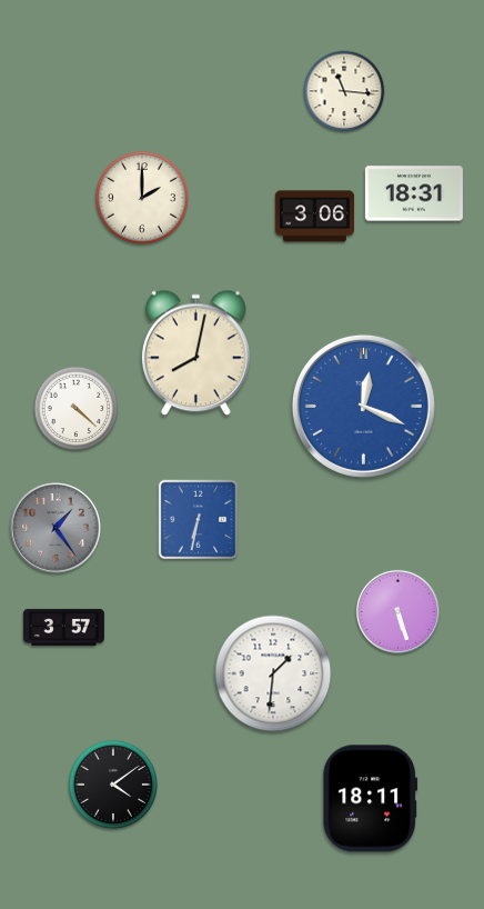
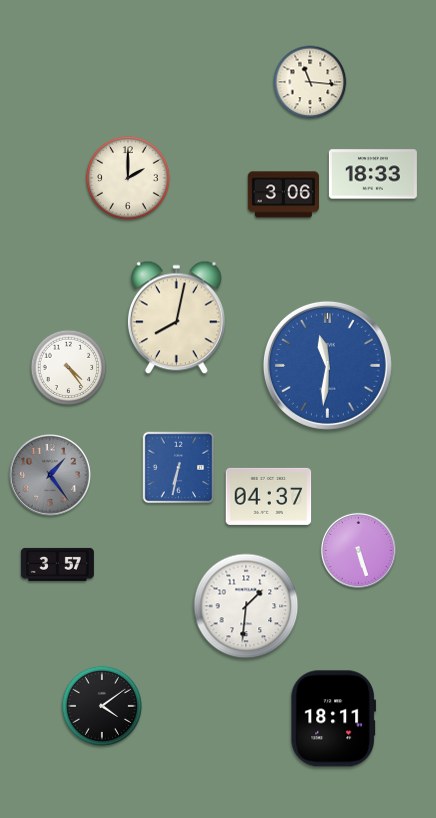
clock at (414, 193): 18:31 -> 18:33
clock at (363, 406): 12:19 -> 11:31
clock at (77, 409): 4:22 -> 4:24
clock at (269, 496): none -> 04:37
